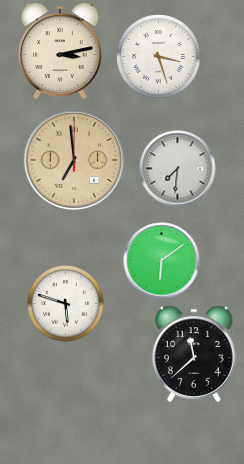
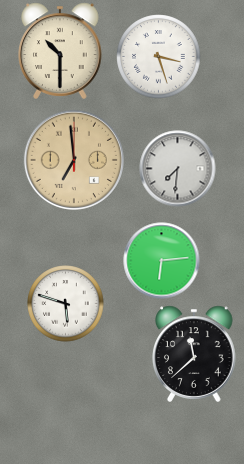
clock at (60, 51): 3:13 -> 10:30
clock at (162, 261): 6:09 -> 6:14
